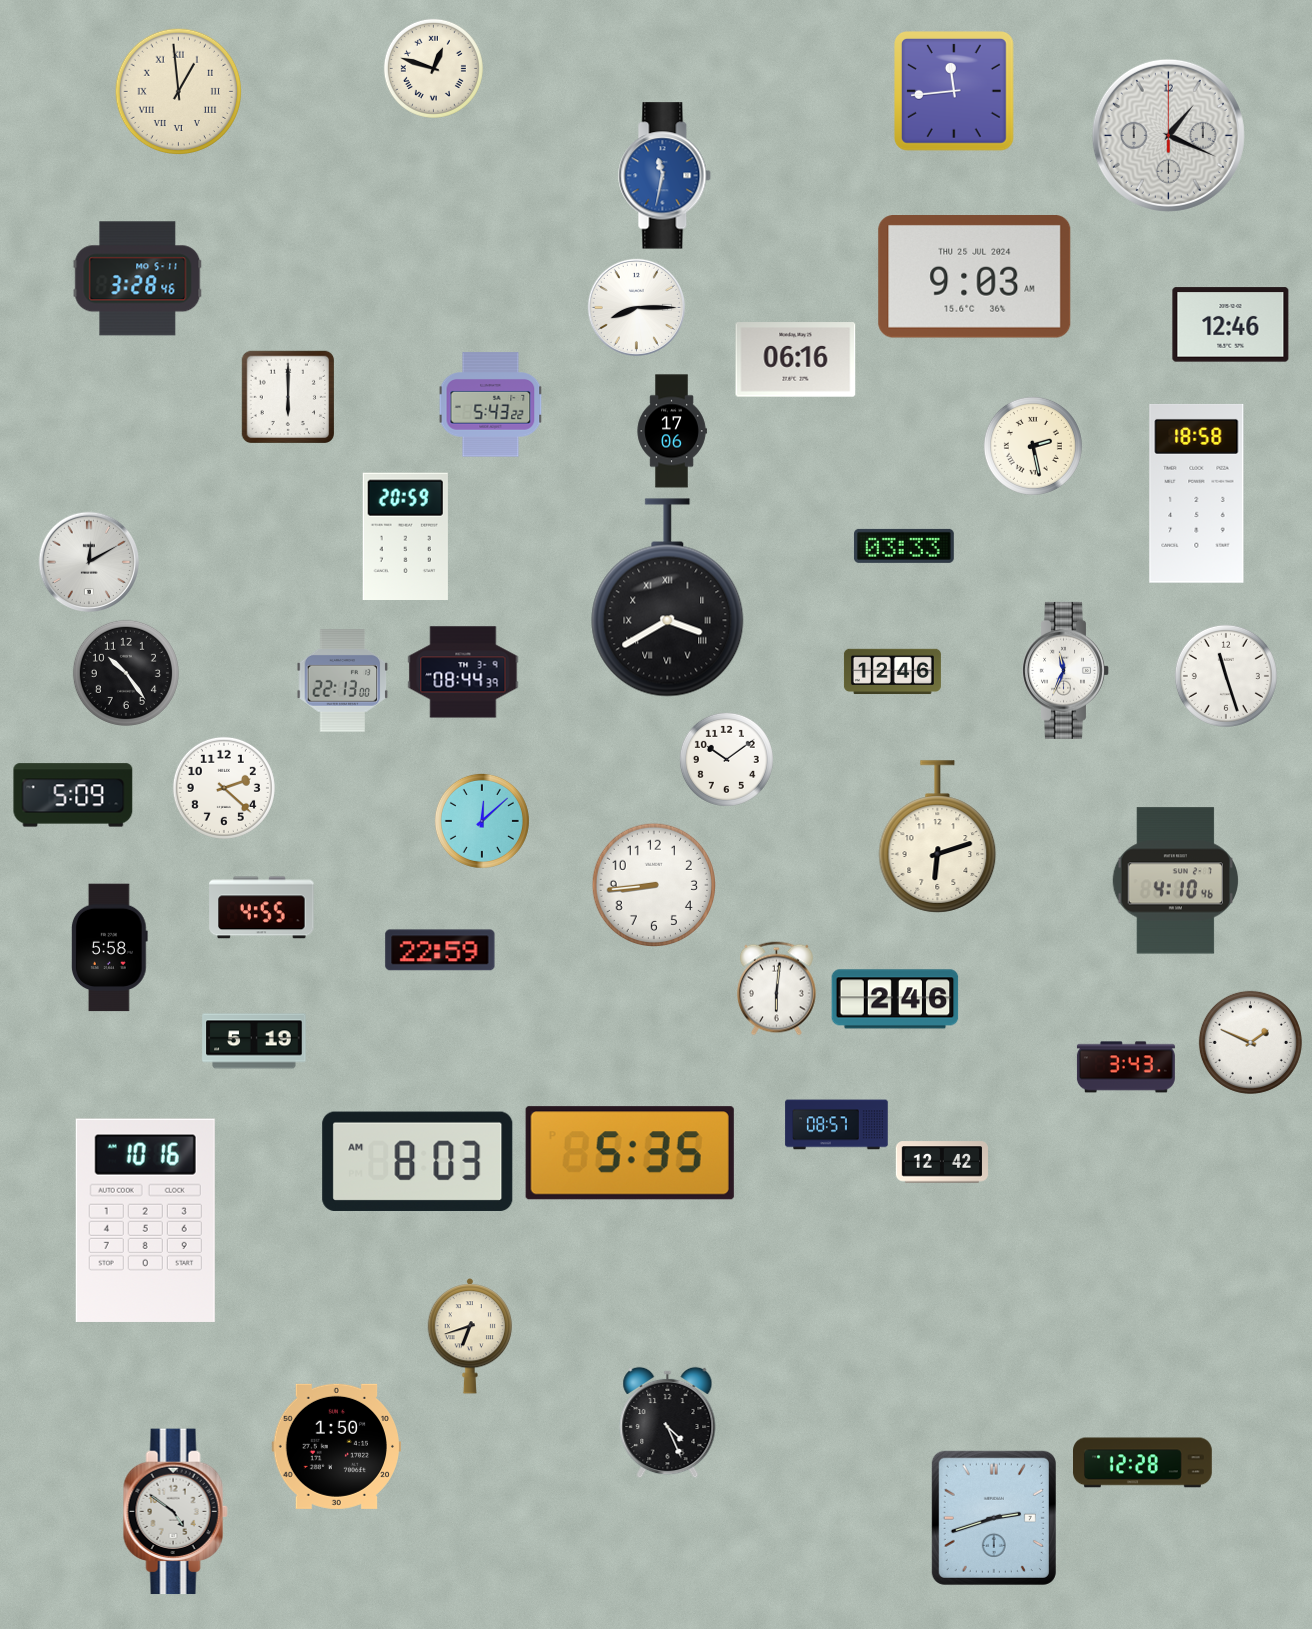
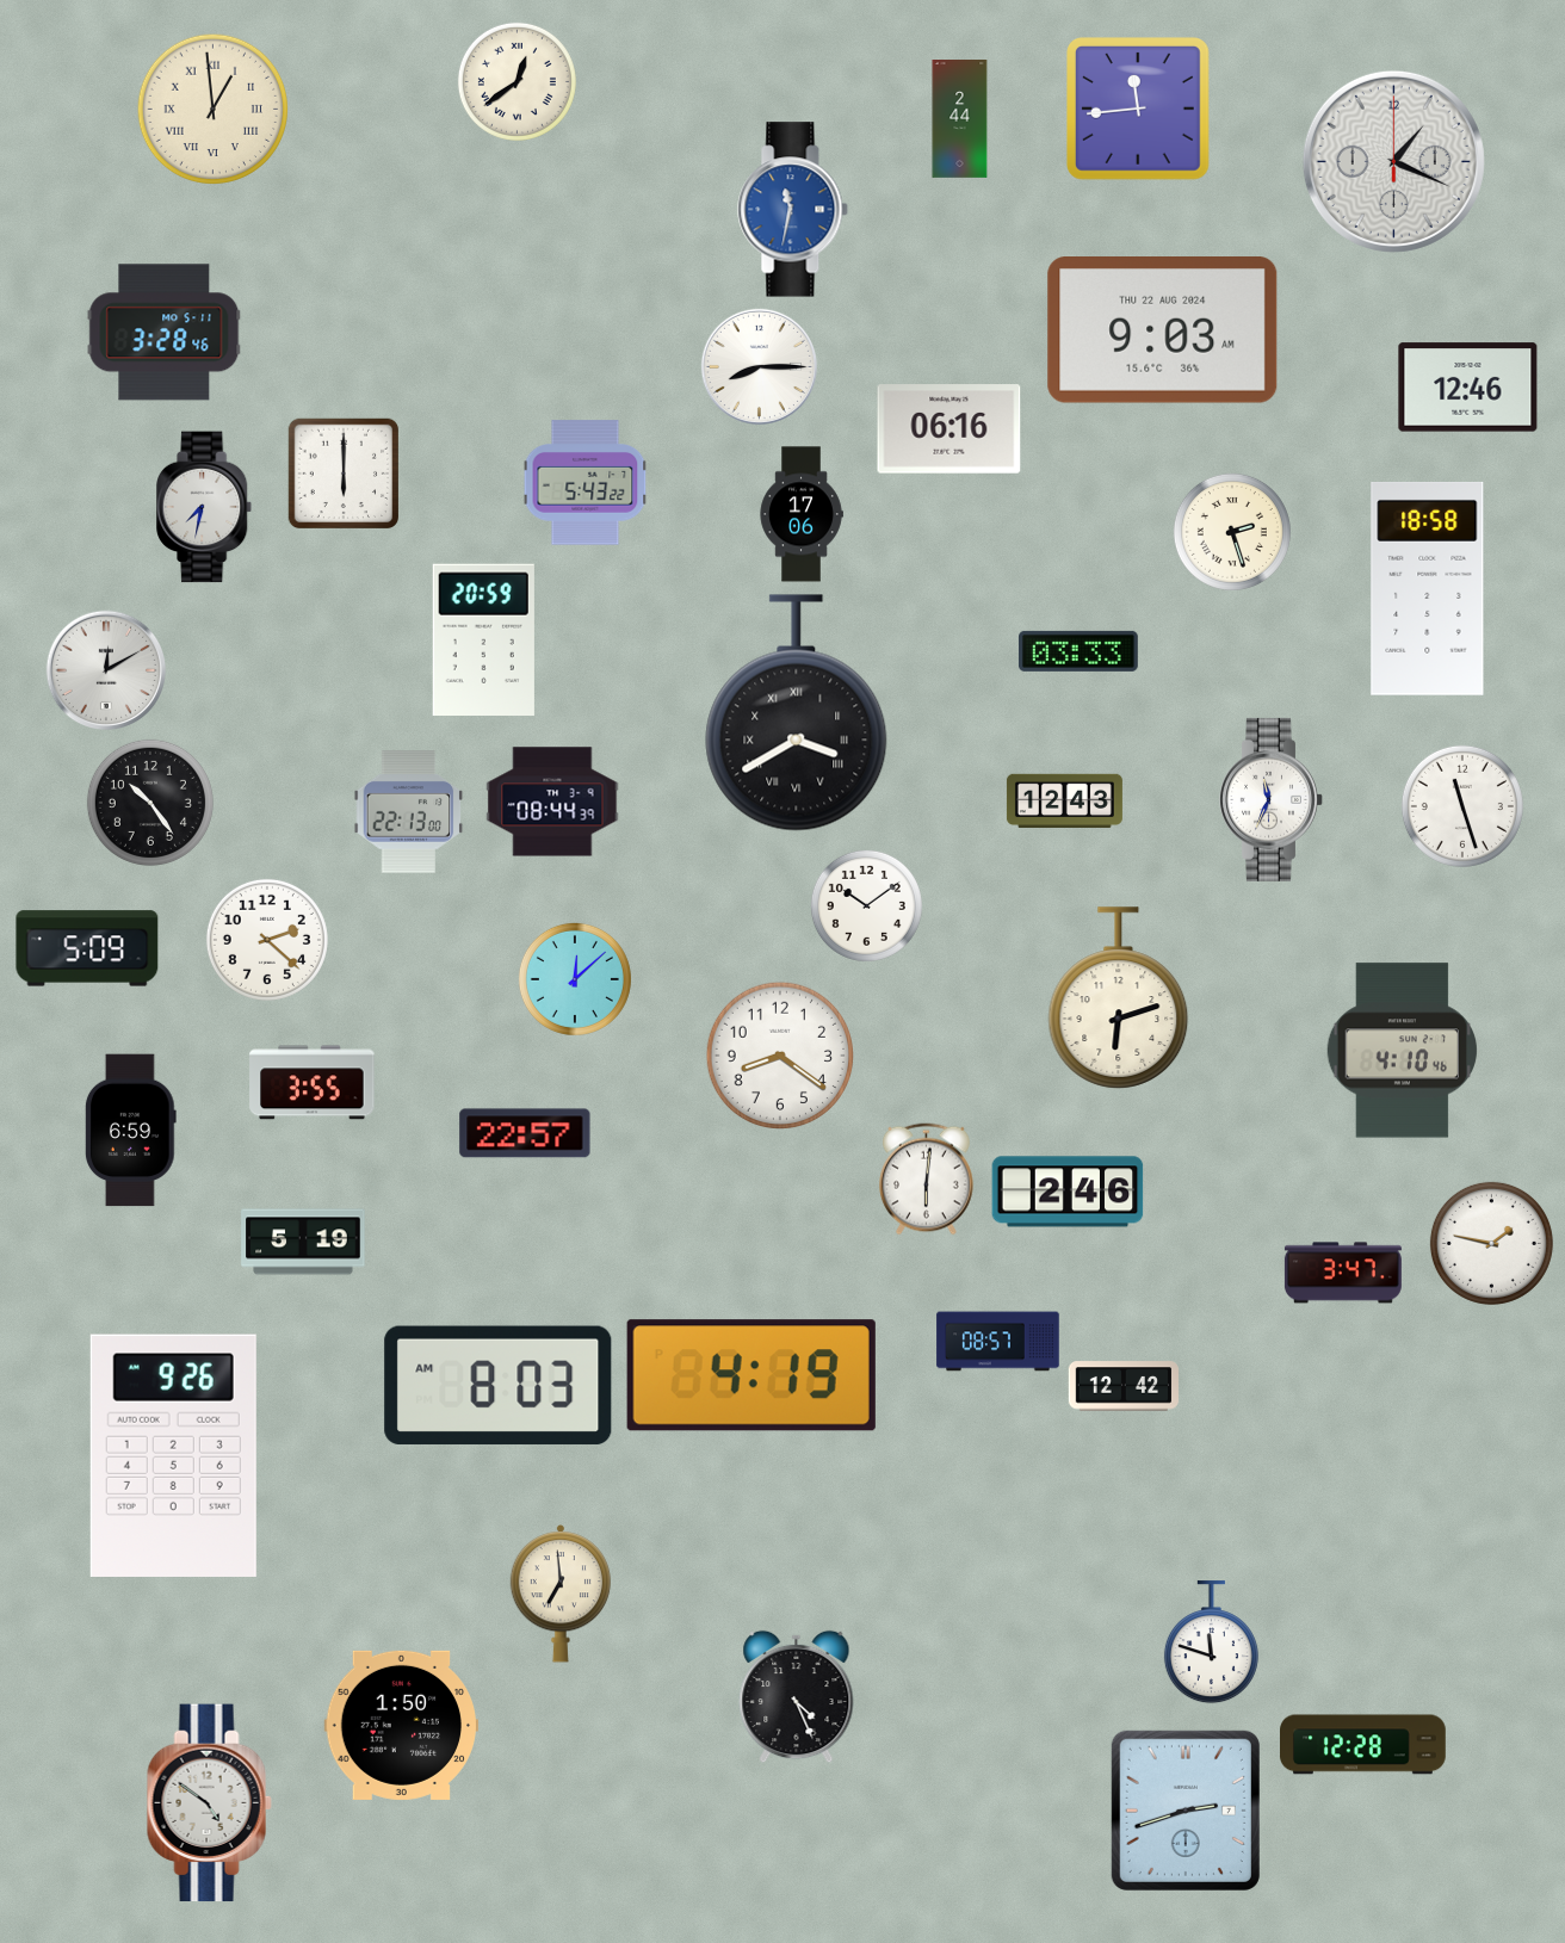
clock at (433, 68): 12:48 -> 12:39
clock at (960, 119): none -> 2:44
clock at (975, 277) date: THU 25 JUL 2024 -> THU 22 AUG 2024
clock at (205, 507): none -> 7:32
clock at (1033, 446): 2:28 -> 2:27
clock at (892, 672): 12:46 -> 12:43
clock at (653, 884): 8:44 -> 8:21
clock at (262, 908): 4:55 -> 3:55
clock at (110, 948): 5:58 -> 6:59
clock at (440, 950): 22:59 -> 22:57
clock at (1250, 1042): 1:49 -> 1:47
clock at (1126, 1067): 3:43 -> 3:47
clock at (630, 1153): 5:35 -> 4:19
clock at (145, 1220): 10:16 -> 9:26
clock at (470, 1337): 6:42 -> 6:59
clock at (1211, 1642): none -> 11:48
